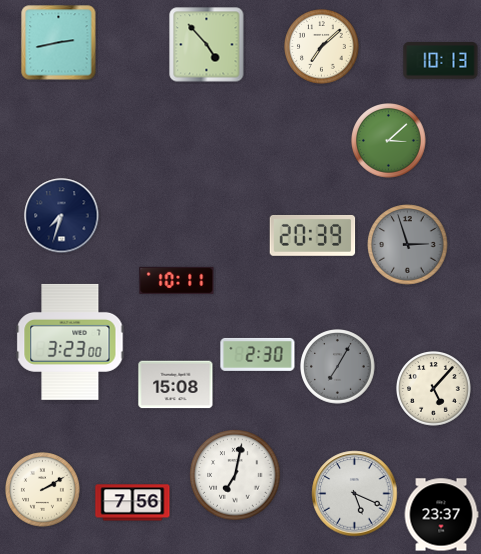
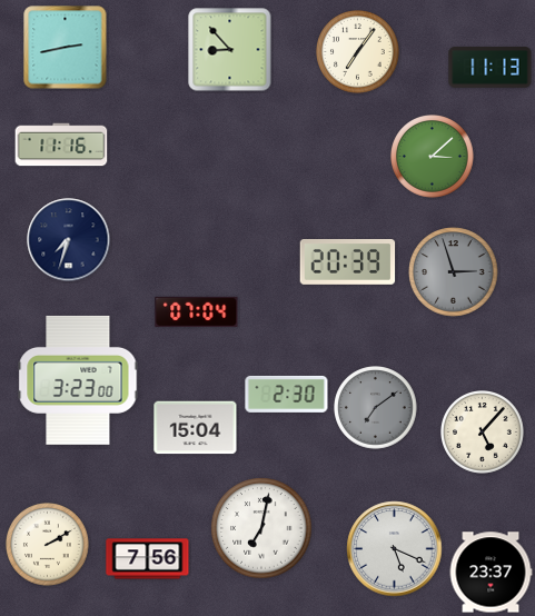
clock at (207, 45): 4:53 -> 8:53
clock at (322, 47): 7:08 -> 7:06
clock at (441, 61): 10:13 -> 11:13
clock at (61, 145): none -> 11:16
clock at (177, 280): 10:11 -> 07:04
clock at (338, 367): 7:05 -> 7:09
clock at (176, 385): 15:08 -> 15:04
